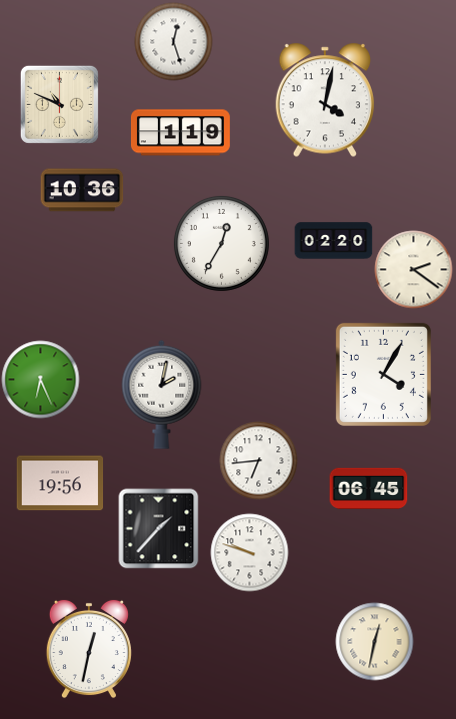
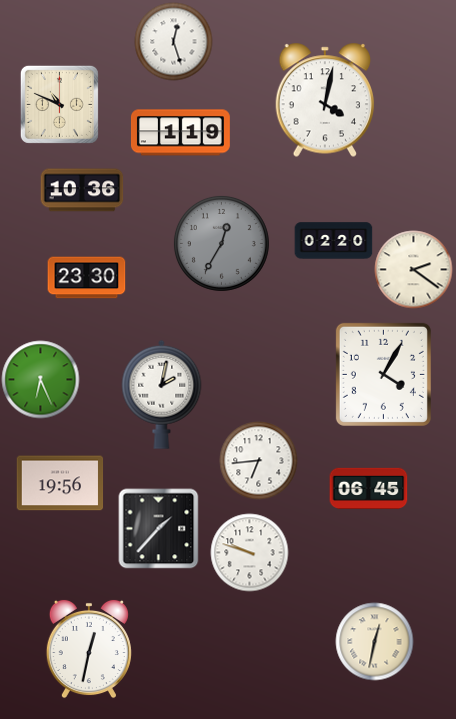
clock at (221, 243) dial: white -> grey
clock at (86, 278): none -> 23:30
